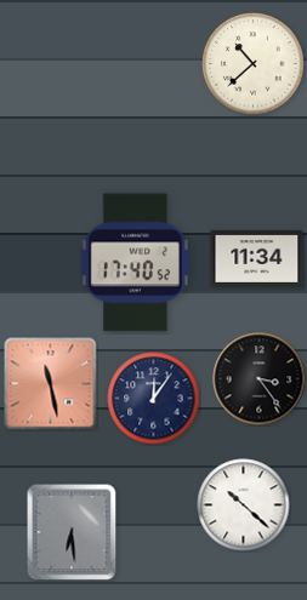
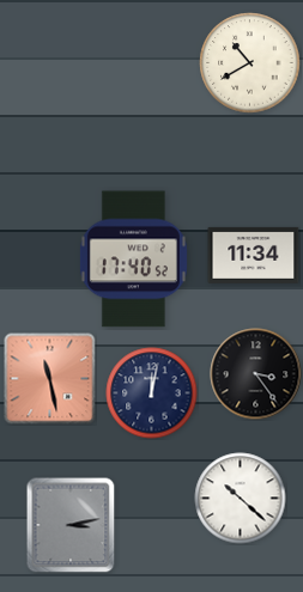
clock at (254, 64): 10:38 -> 10:40
clock at (154, 399): 12:06 -> 12:02
clock at (72, 532): 6:29 -> 3:13
